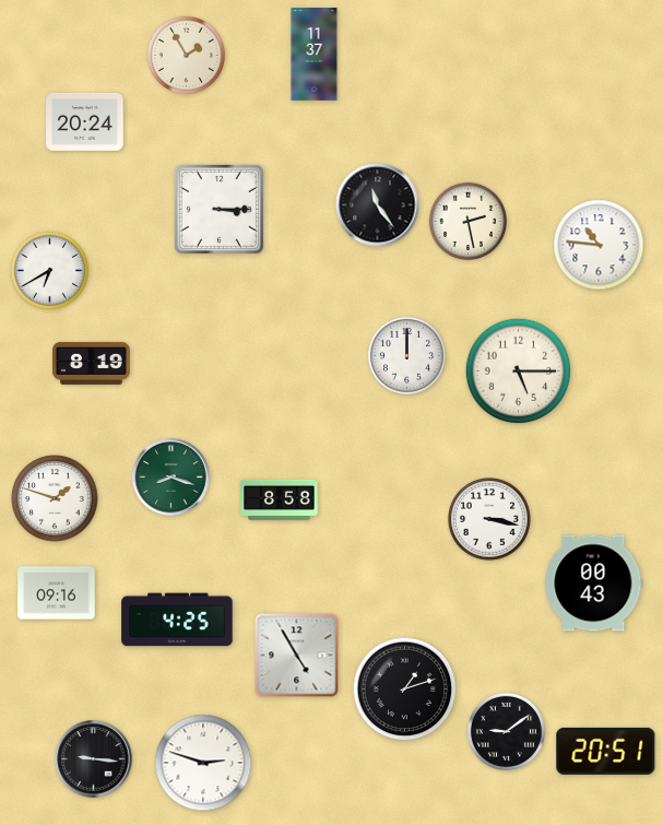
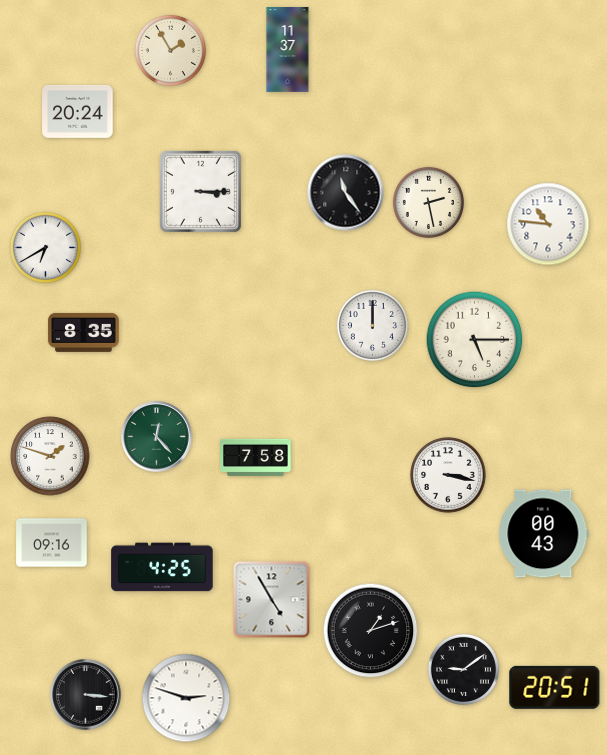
clock at (378, 205) position: (378, 205) -> (346, 193)
clock at (92, 363): 8:19 -> 8:35
clock at (171, 478): 8:18 -> 12:23
clock at (280, 499): 8:58 -> 7:58
clock at (94, 759): 9:16 -> 3:16
